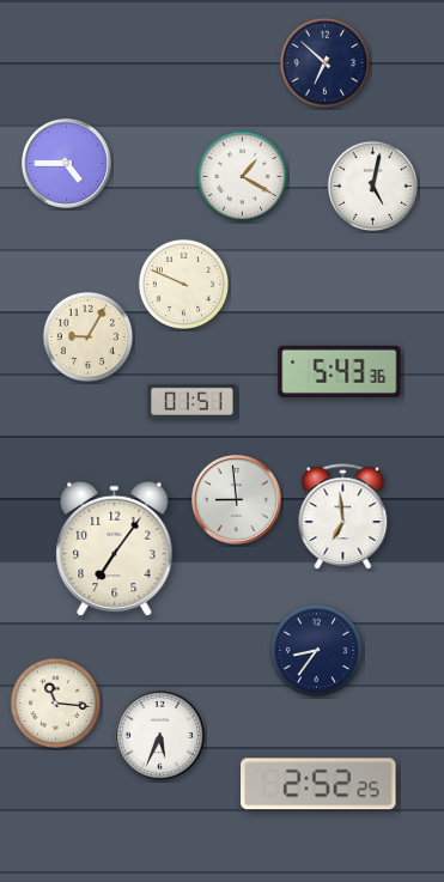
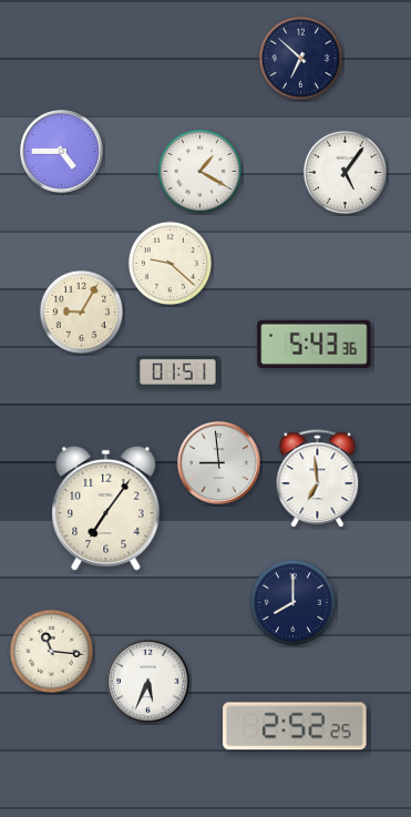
clock at (242, 176) position: (242, 176) -> (199, 171)
clock at (372, 185): 5:02 -> 5:06
clock at (183, 284): 9:49 -> 9:22
clock at (316, 650): 8:36 -> 8:00
